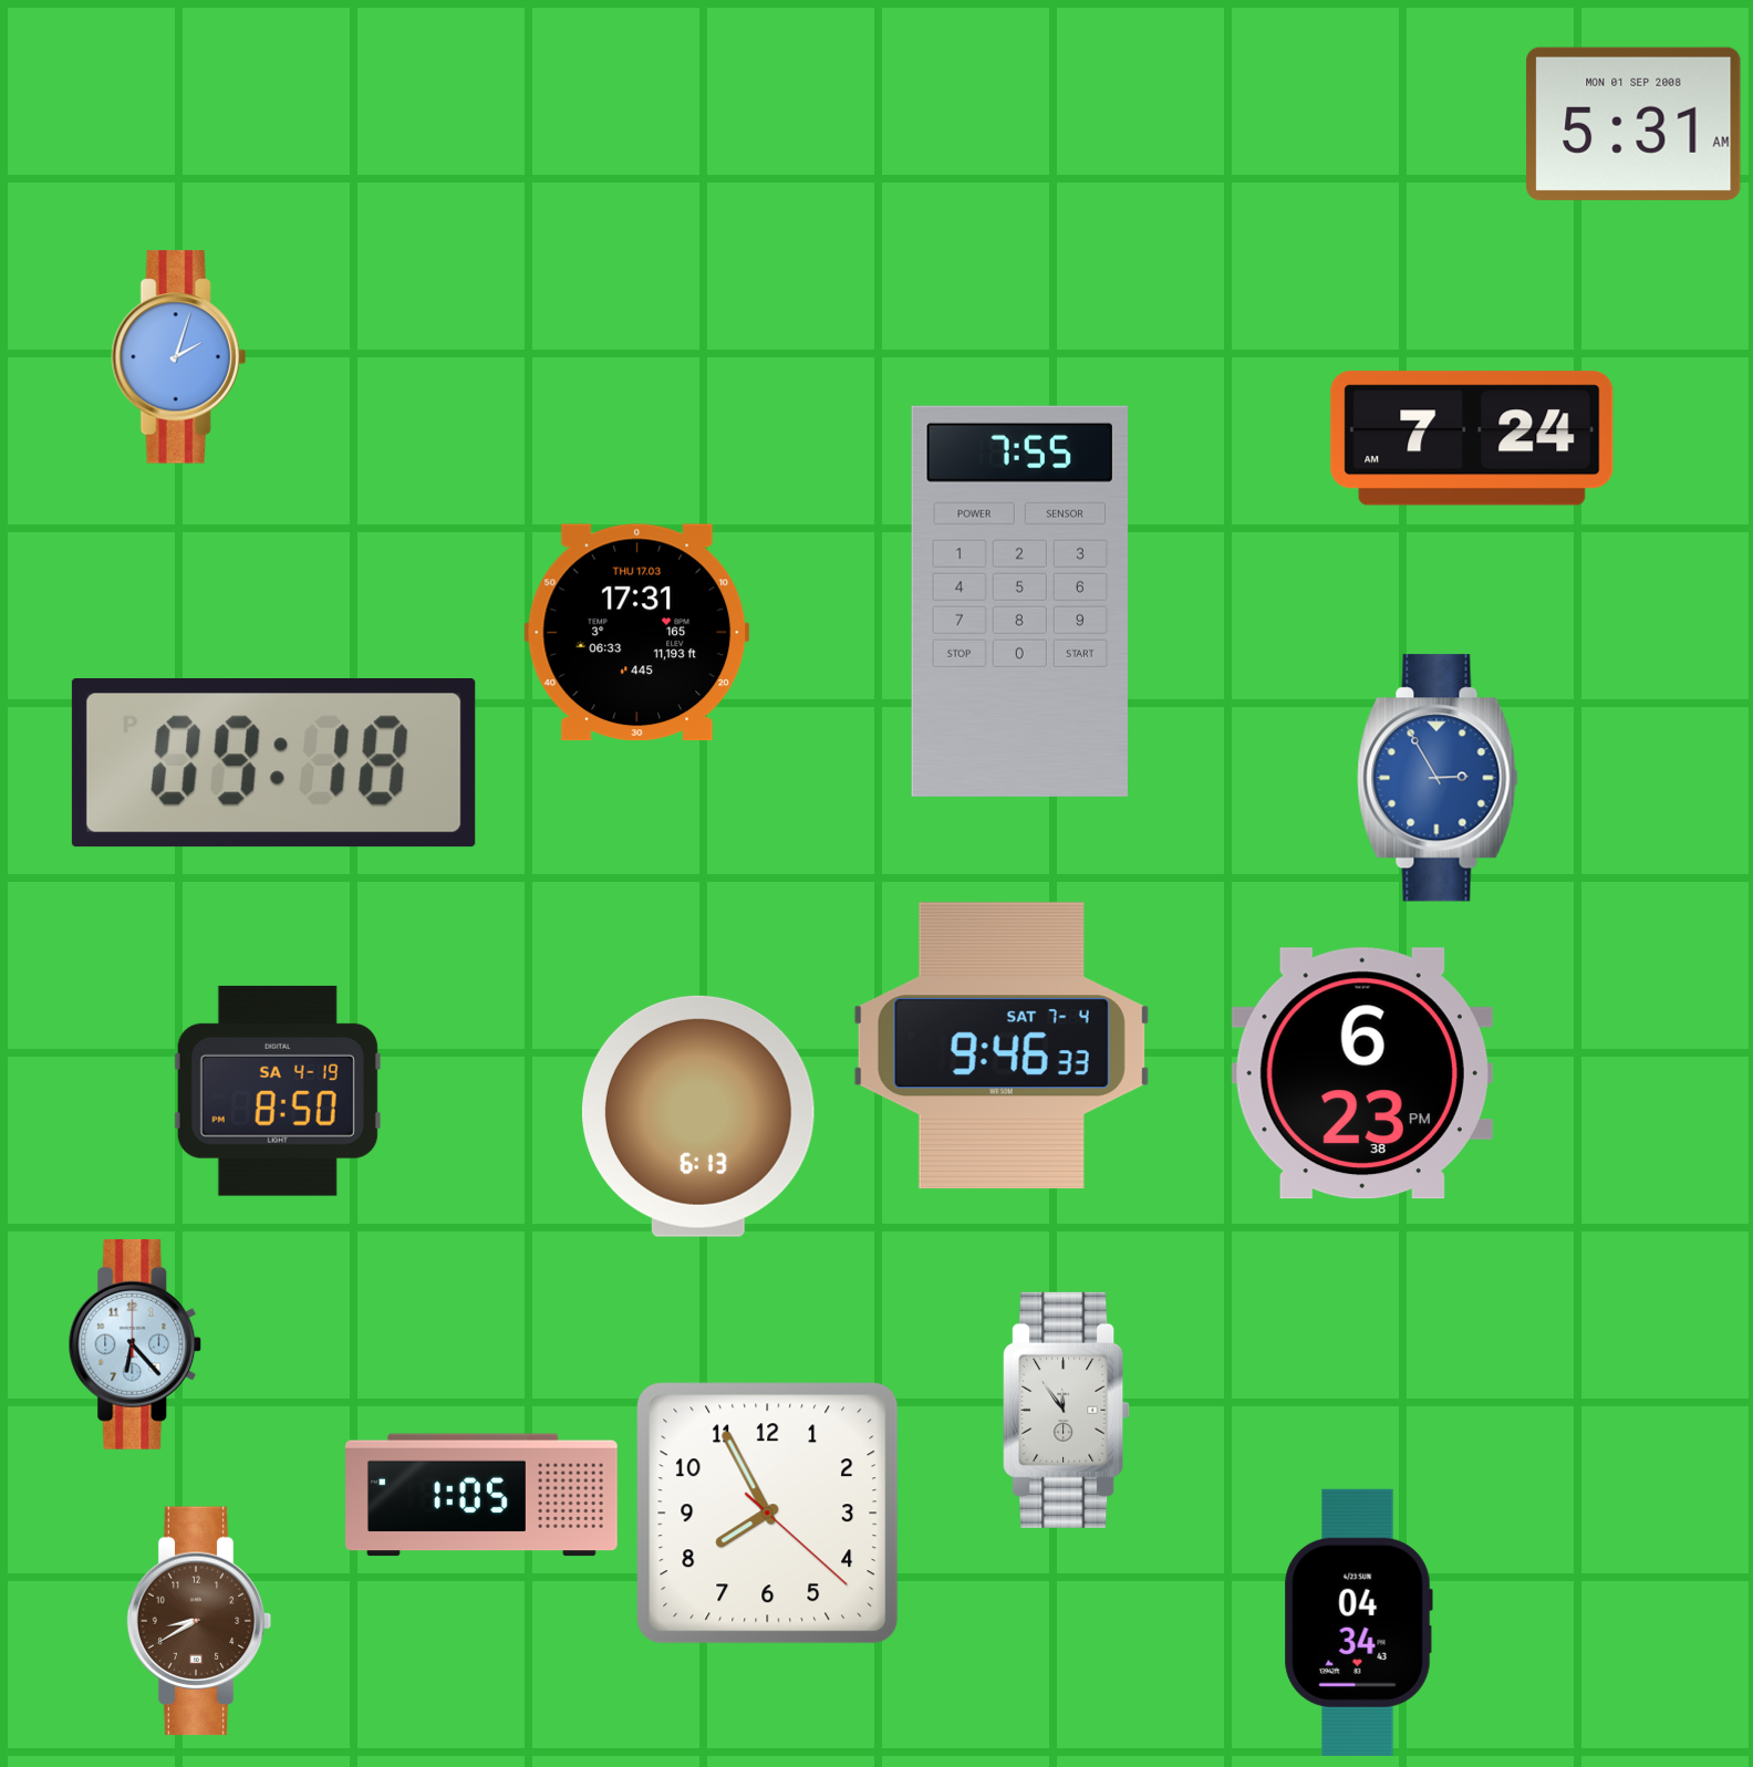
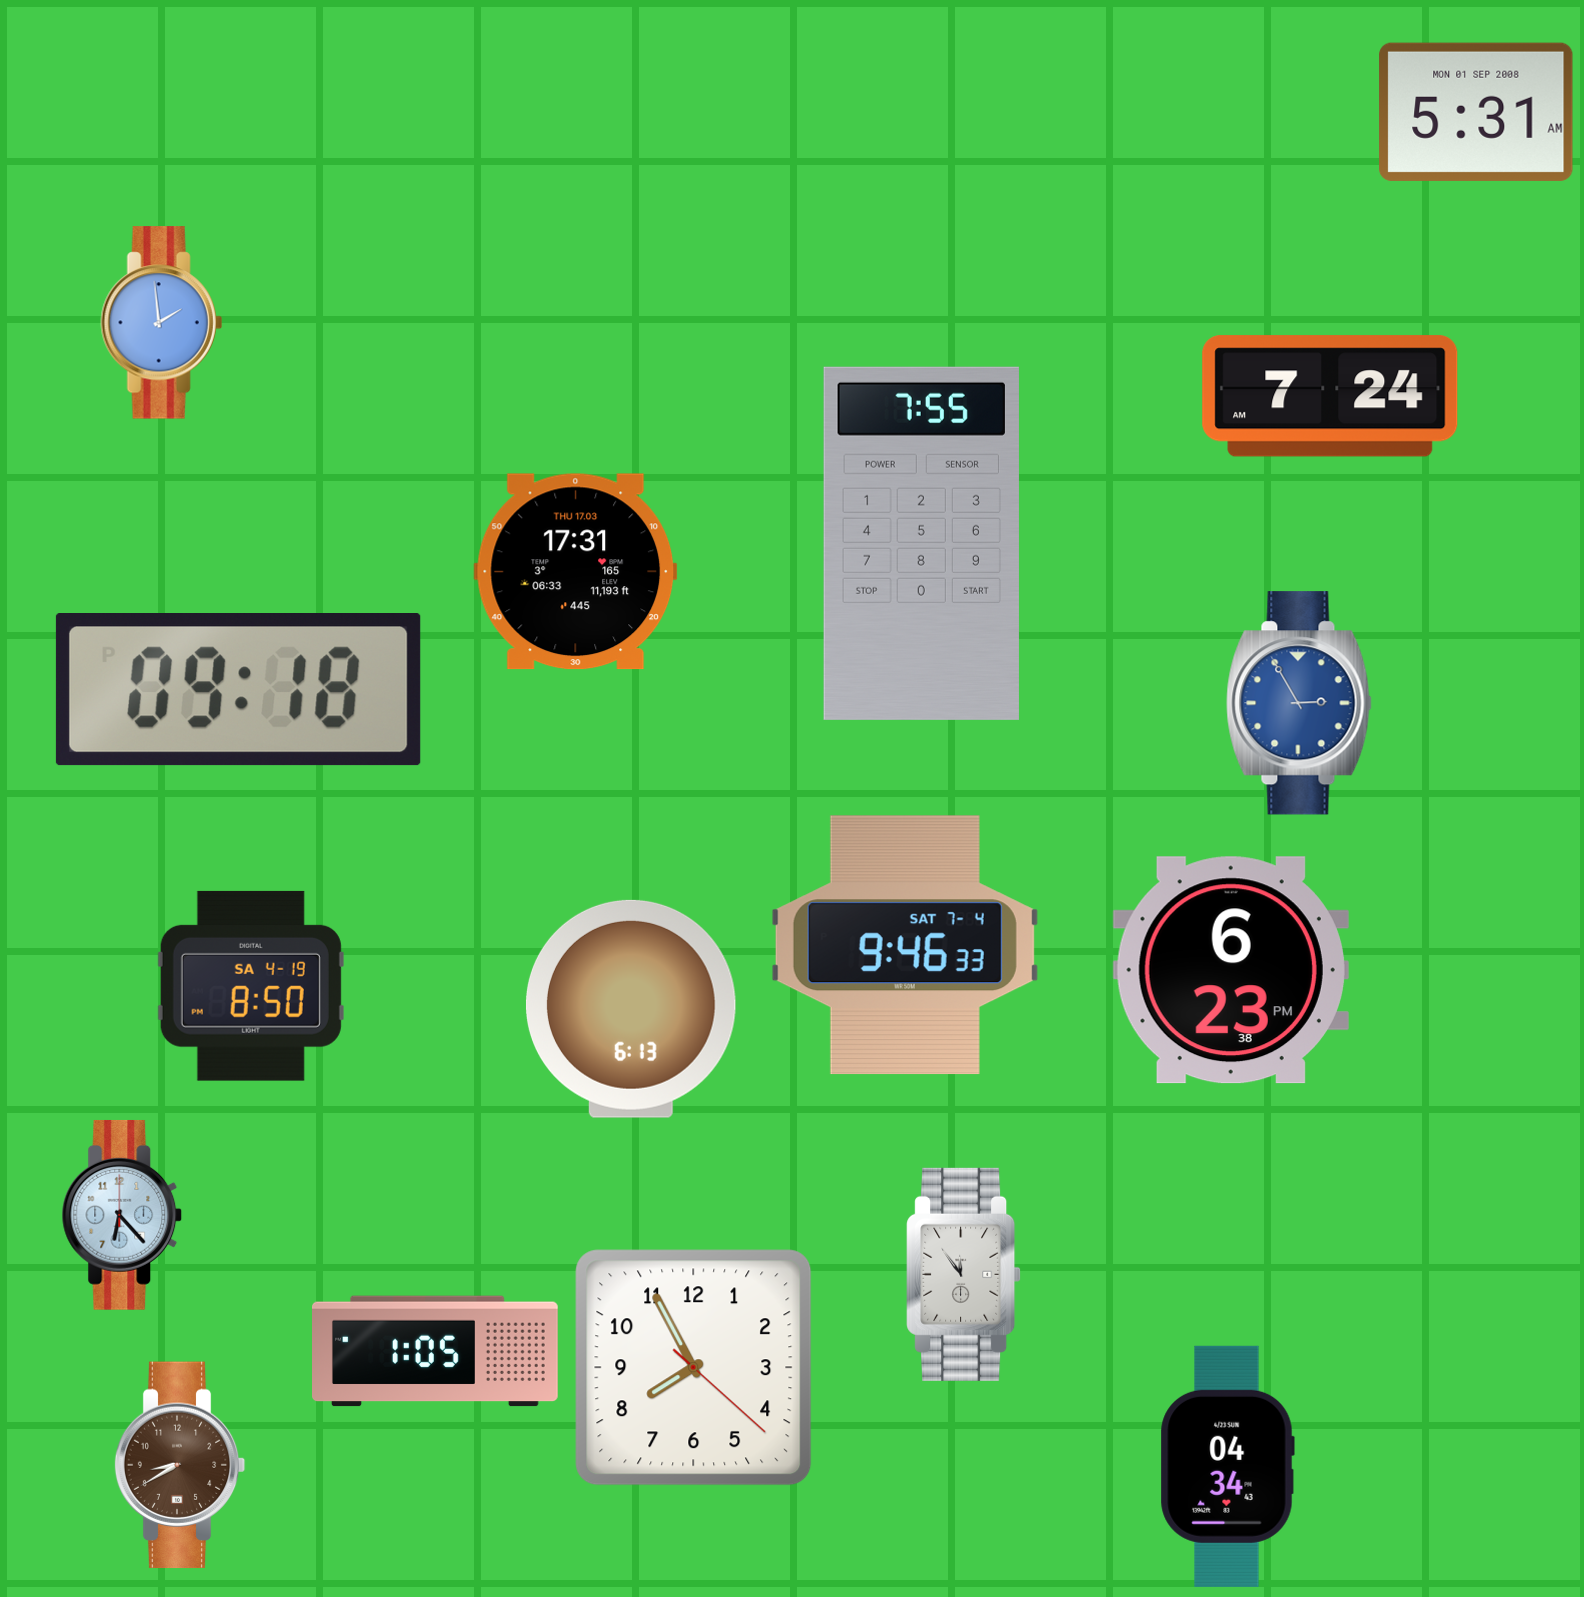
clock at (178, 357): 2:03 -> 1:59
clock at (273, 763) position: (273, 763) -> (238, 690)
